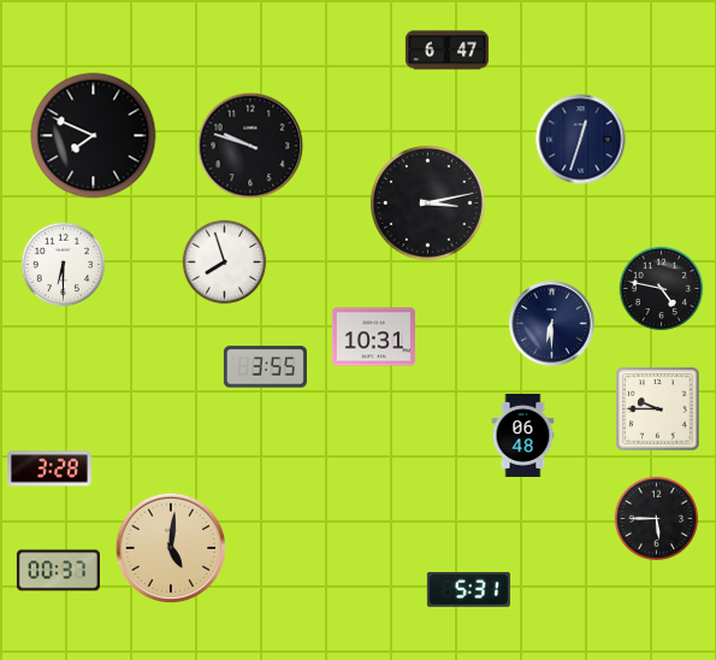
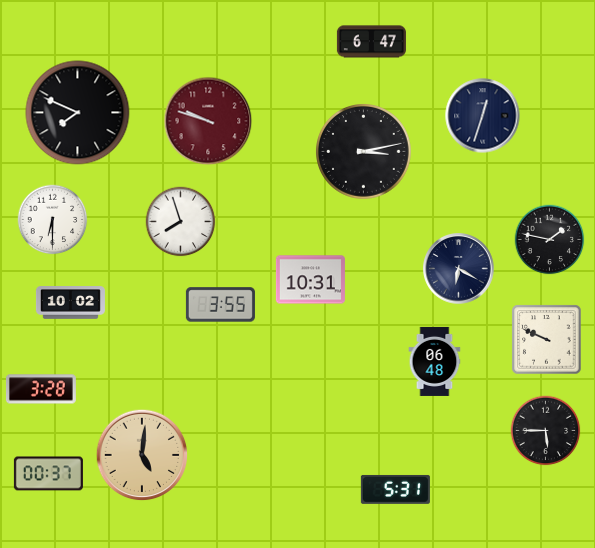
clock at (250, 146) dial: black -> burgundy
clock at (428, 204) position: (428, 204) -> (364, 152)
clock at (225, 263) position: (225, 263) -> (181, 222)
clock at (662, 289): 4:47 -> 1:47
clock at (552, 324): 6:30 -> 6:20
clock at (70, 303): none -> 10:02
clock at (658, 409): 9:45 -> 9:49
clock at (468, 589) position: (468, 589) -> (395, 489)
